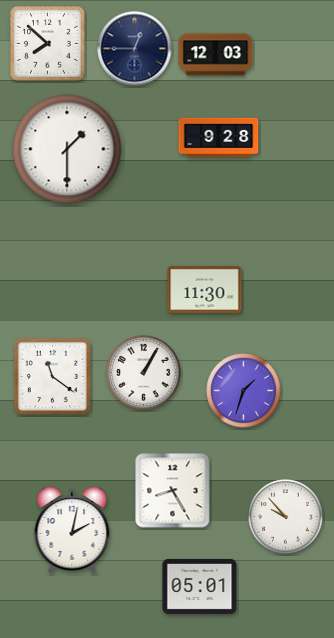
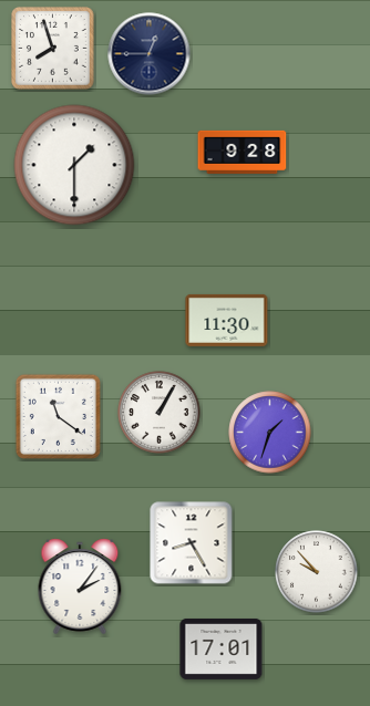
clock at (48, 44): 7:52 -> 7:57
clock at (216, 55): 12:03 -> none
clock at (72, 530): 2:02 -> 2:06
clock at (200, 586): 05:01 -> 17:01
